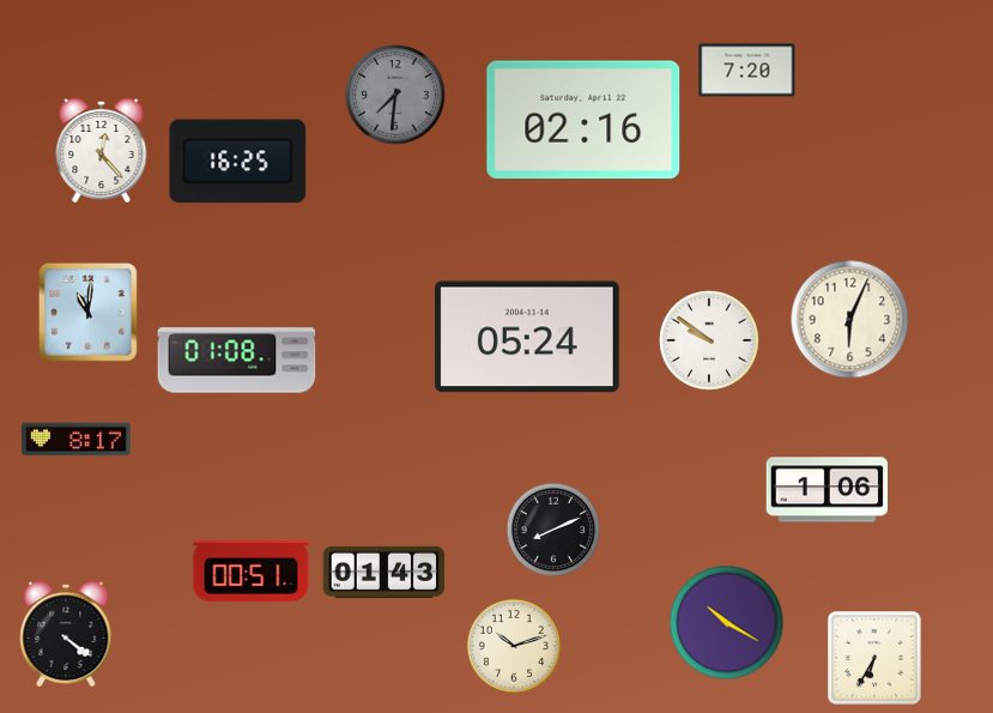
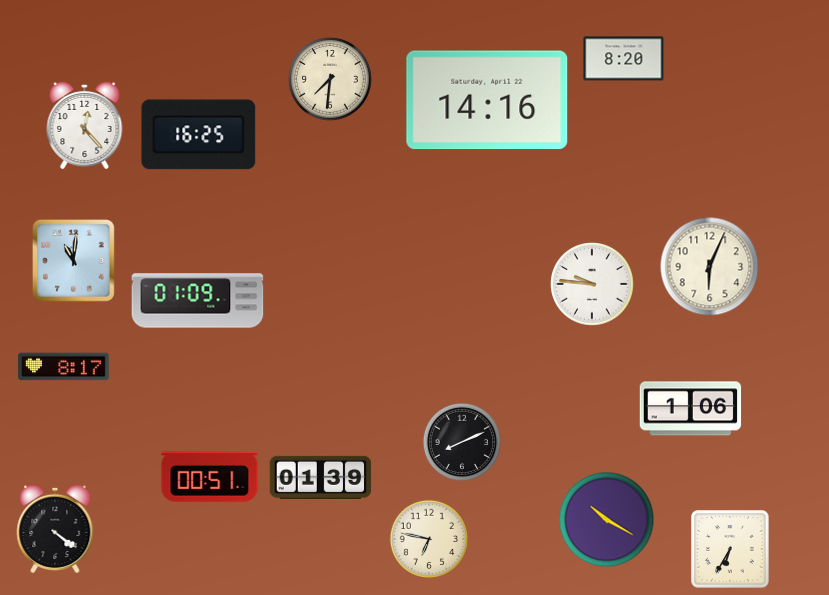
clock at (747, 71): 7:20 -> 8:20
clock at (395, 95) dial: grey -> cream
clock at (583, 120): 02:16 -> 14:16
clock at (527, 337): 05:24 -> none
clock at (709, 340): 9:51 -> 9:46
clock at (237, 361): 01:08 -> 01:09
clock at (385, 572): 01:43 -> 01:39
clock at (514, 646): 10:12 -> 6:47
